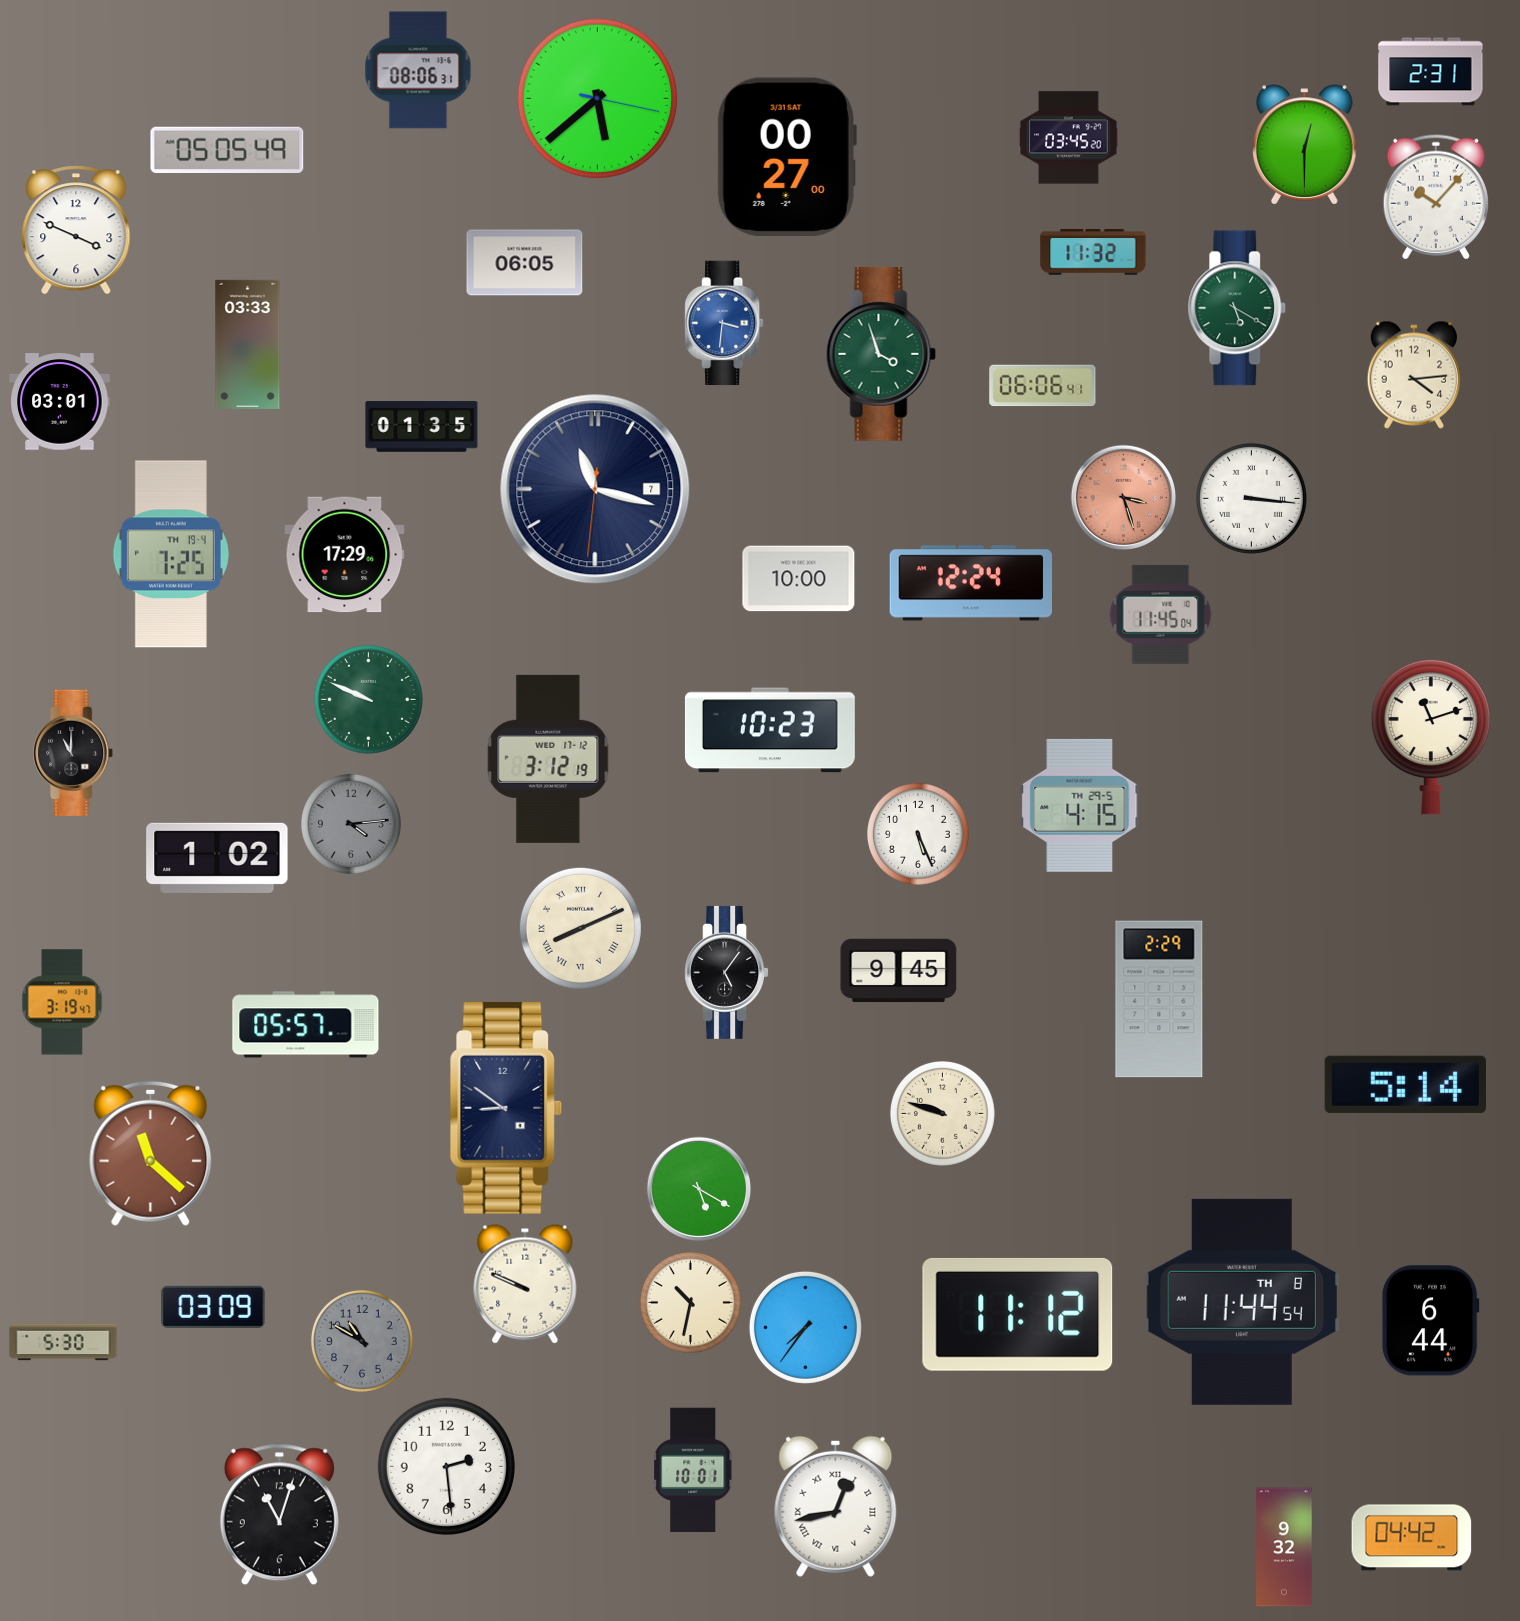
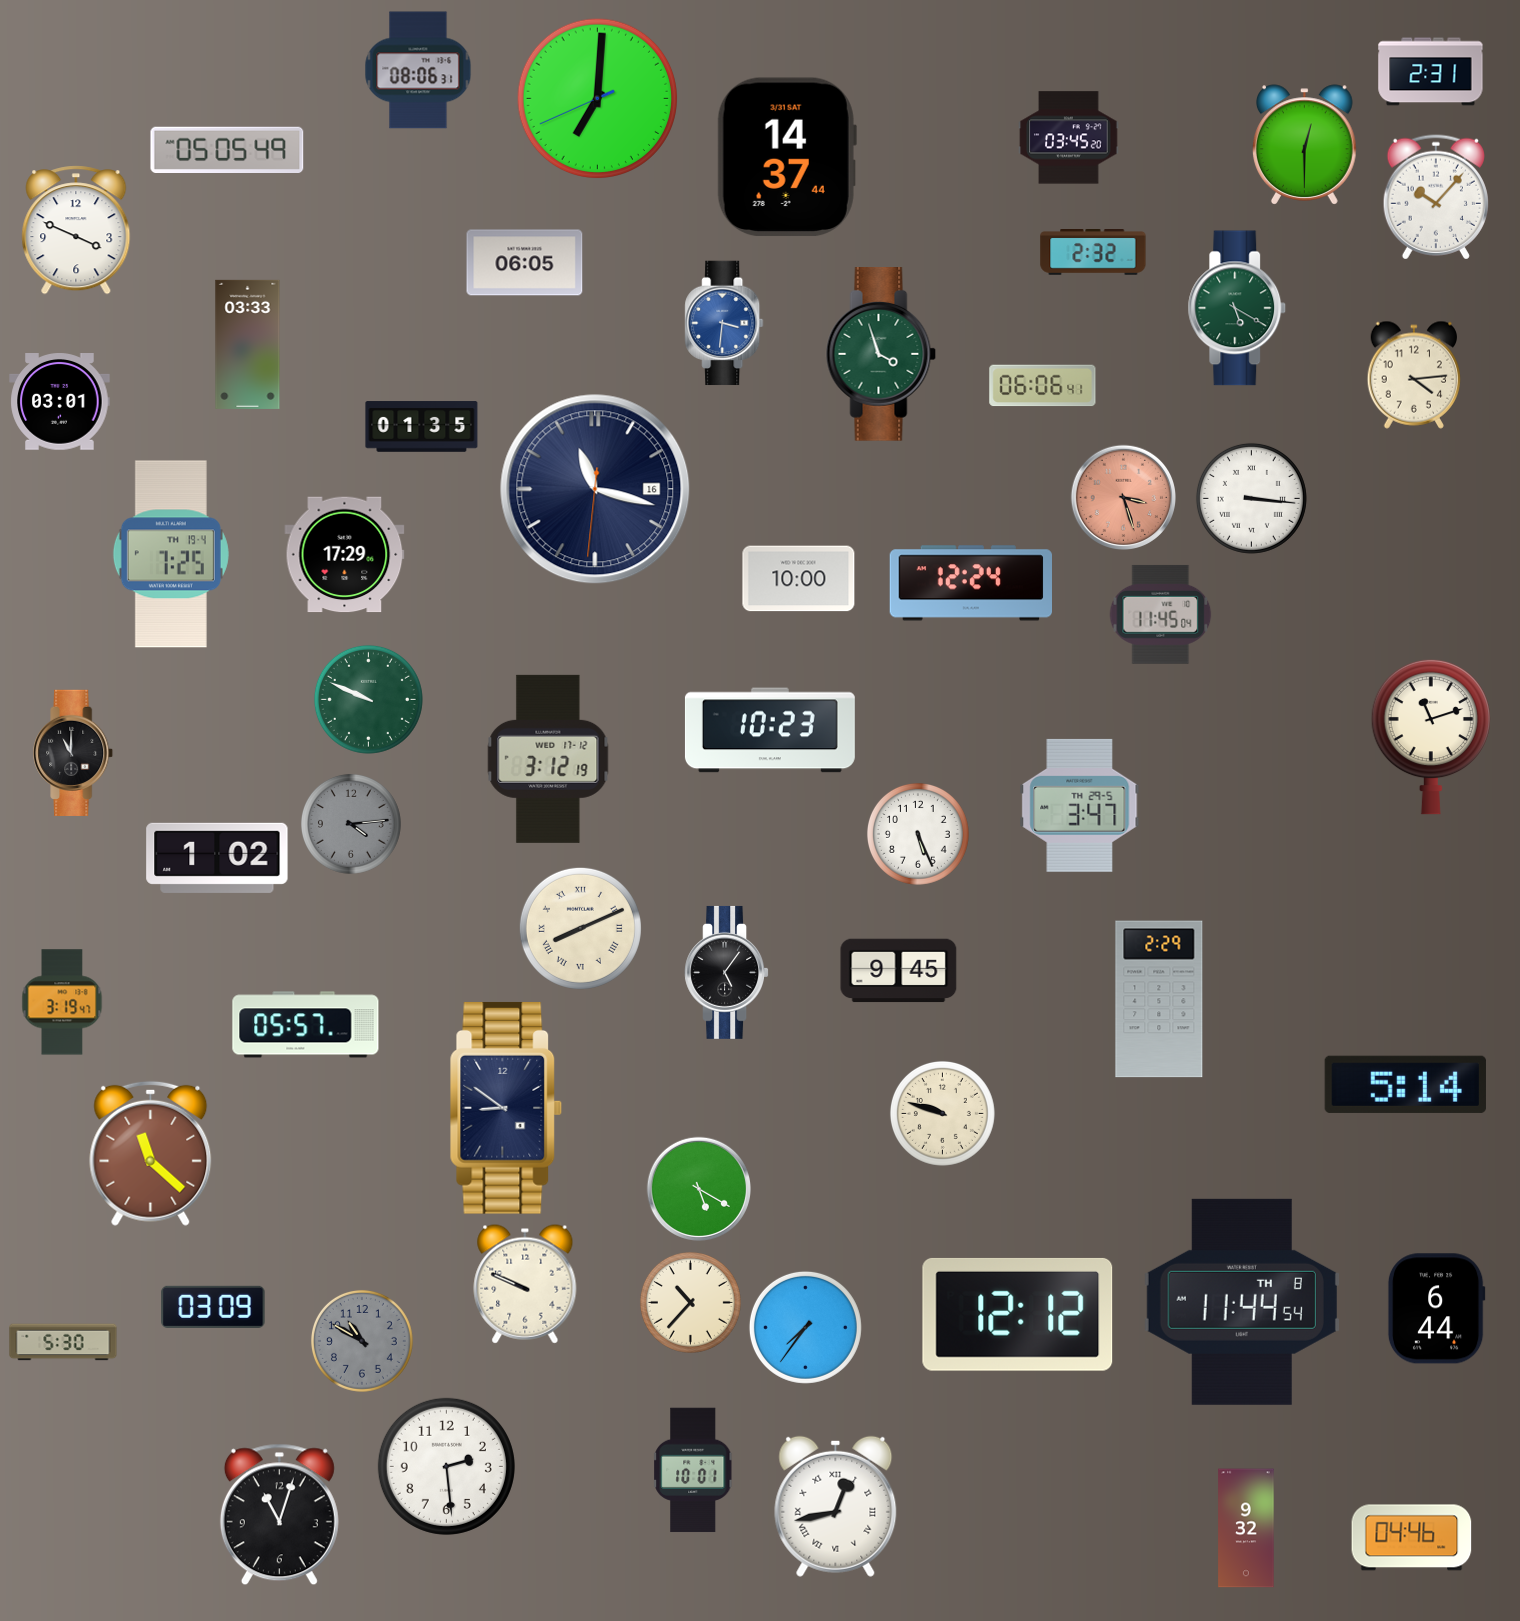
clock at (597, 98): 5:38 -> 7:00
clock at (787, 157): 00:27 -> 14:37
clock at (1093, 253): 11:32 -> 2:32
clock at (595, 489) date: 7 -> 16
clock at (1080, 805): 4:15 -> 3:47
clock at (690, 1302): 10:32 -> 10:37
clock at (1018, 1314): 11:12 -> 12:12
clock at (1430, 1321) position: (1430, 1321) -> (1436, 1309)
clock at (1412, 1538): 04:42 -> 04:46
clock at (1284, 1547) position: (1284, 1547) -> (1246, 1528)
